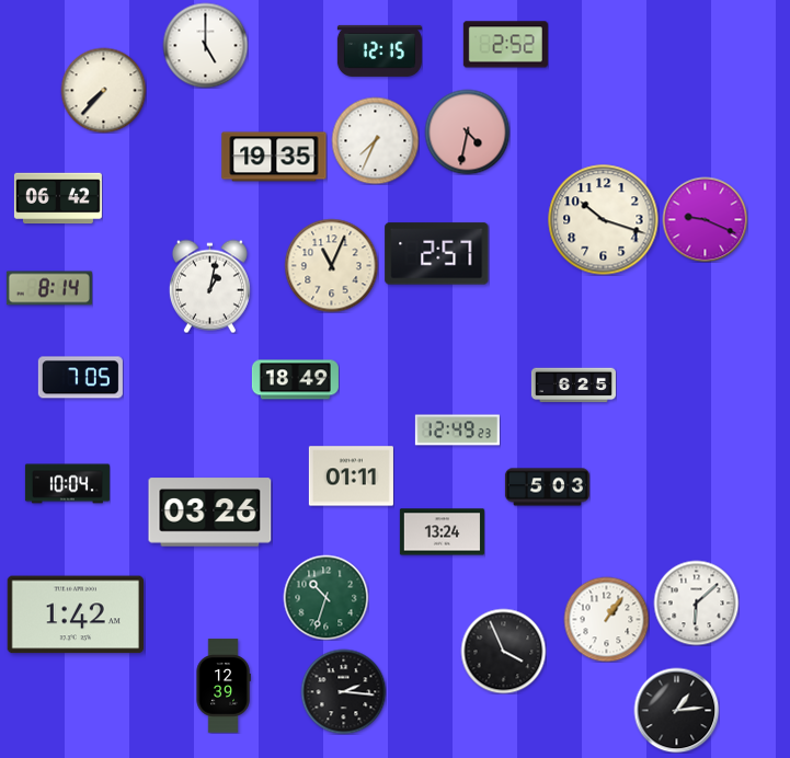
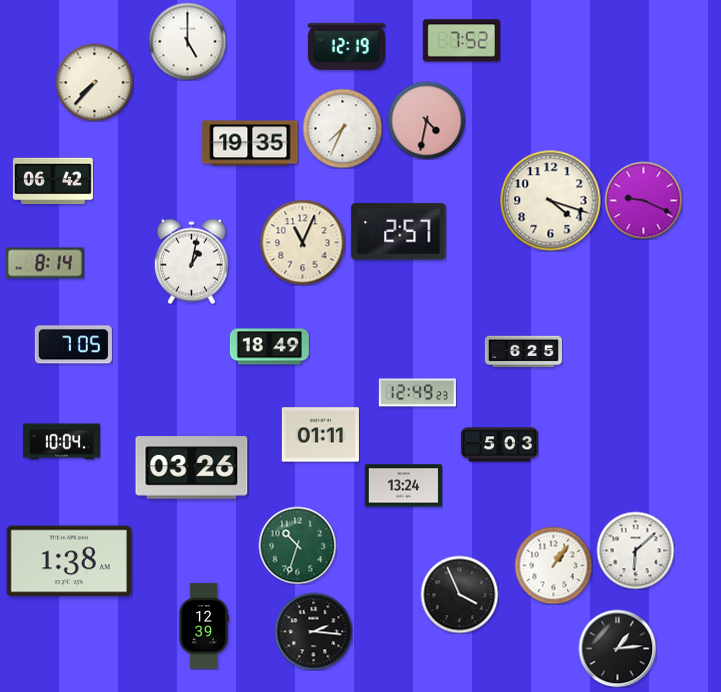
clock at (505, 45): 2:52 -> 7:52
clock at (379, 50): 12:15 -> 12:19
clock at (604, 220): 10:18 -> 4:18
clock at (75, 615): 1:42 -> 1:38
